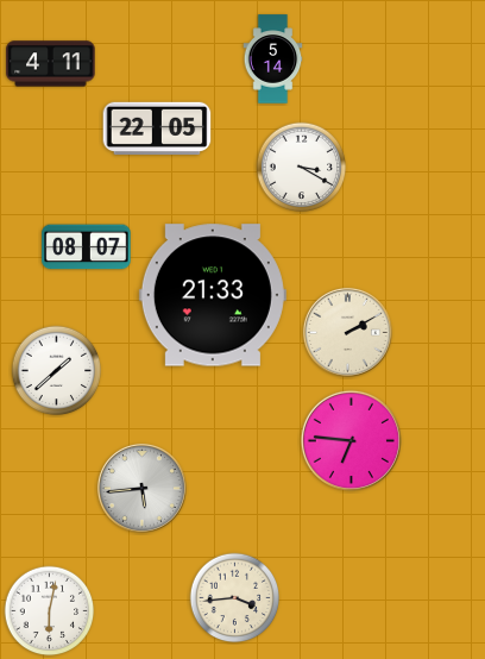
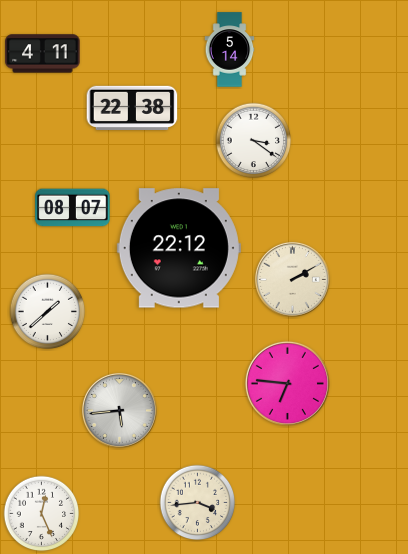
clock at (157, 128): 22:05 -> 22:38
clock at (302, 168): 3:20 -> 3:21
clock at (213, 295): 21:33 -> 22:12
clock at (351, 440) position: (351, 440) -> (287, 383)
clock at (50, 611): 6:02 -> 12:26
